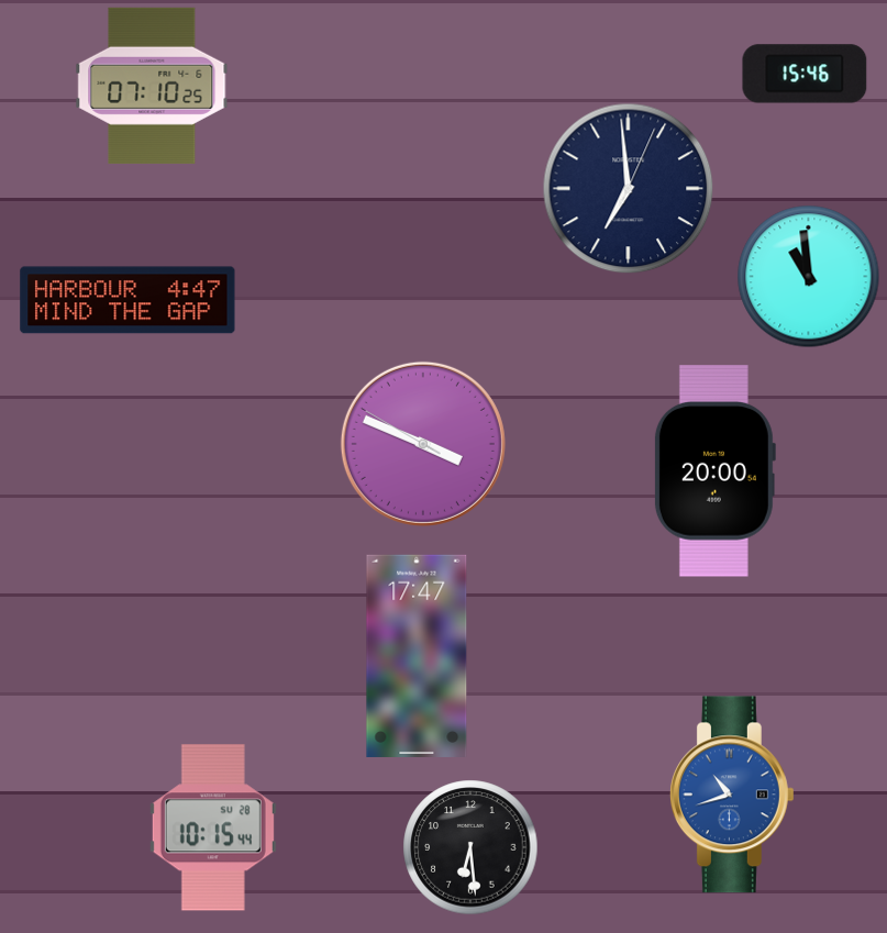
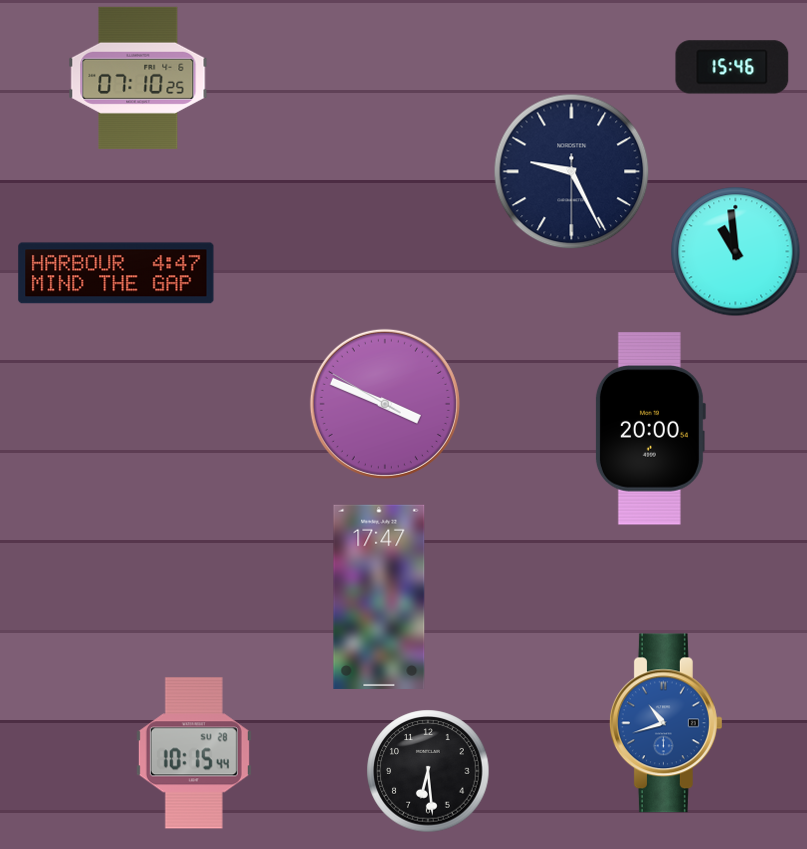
clock at (629, 189): 6:59 -> 9:25
